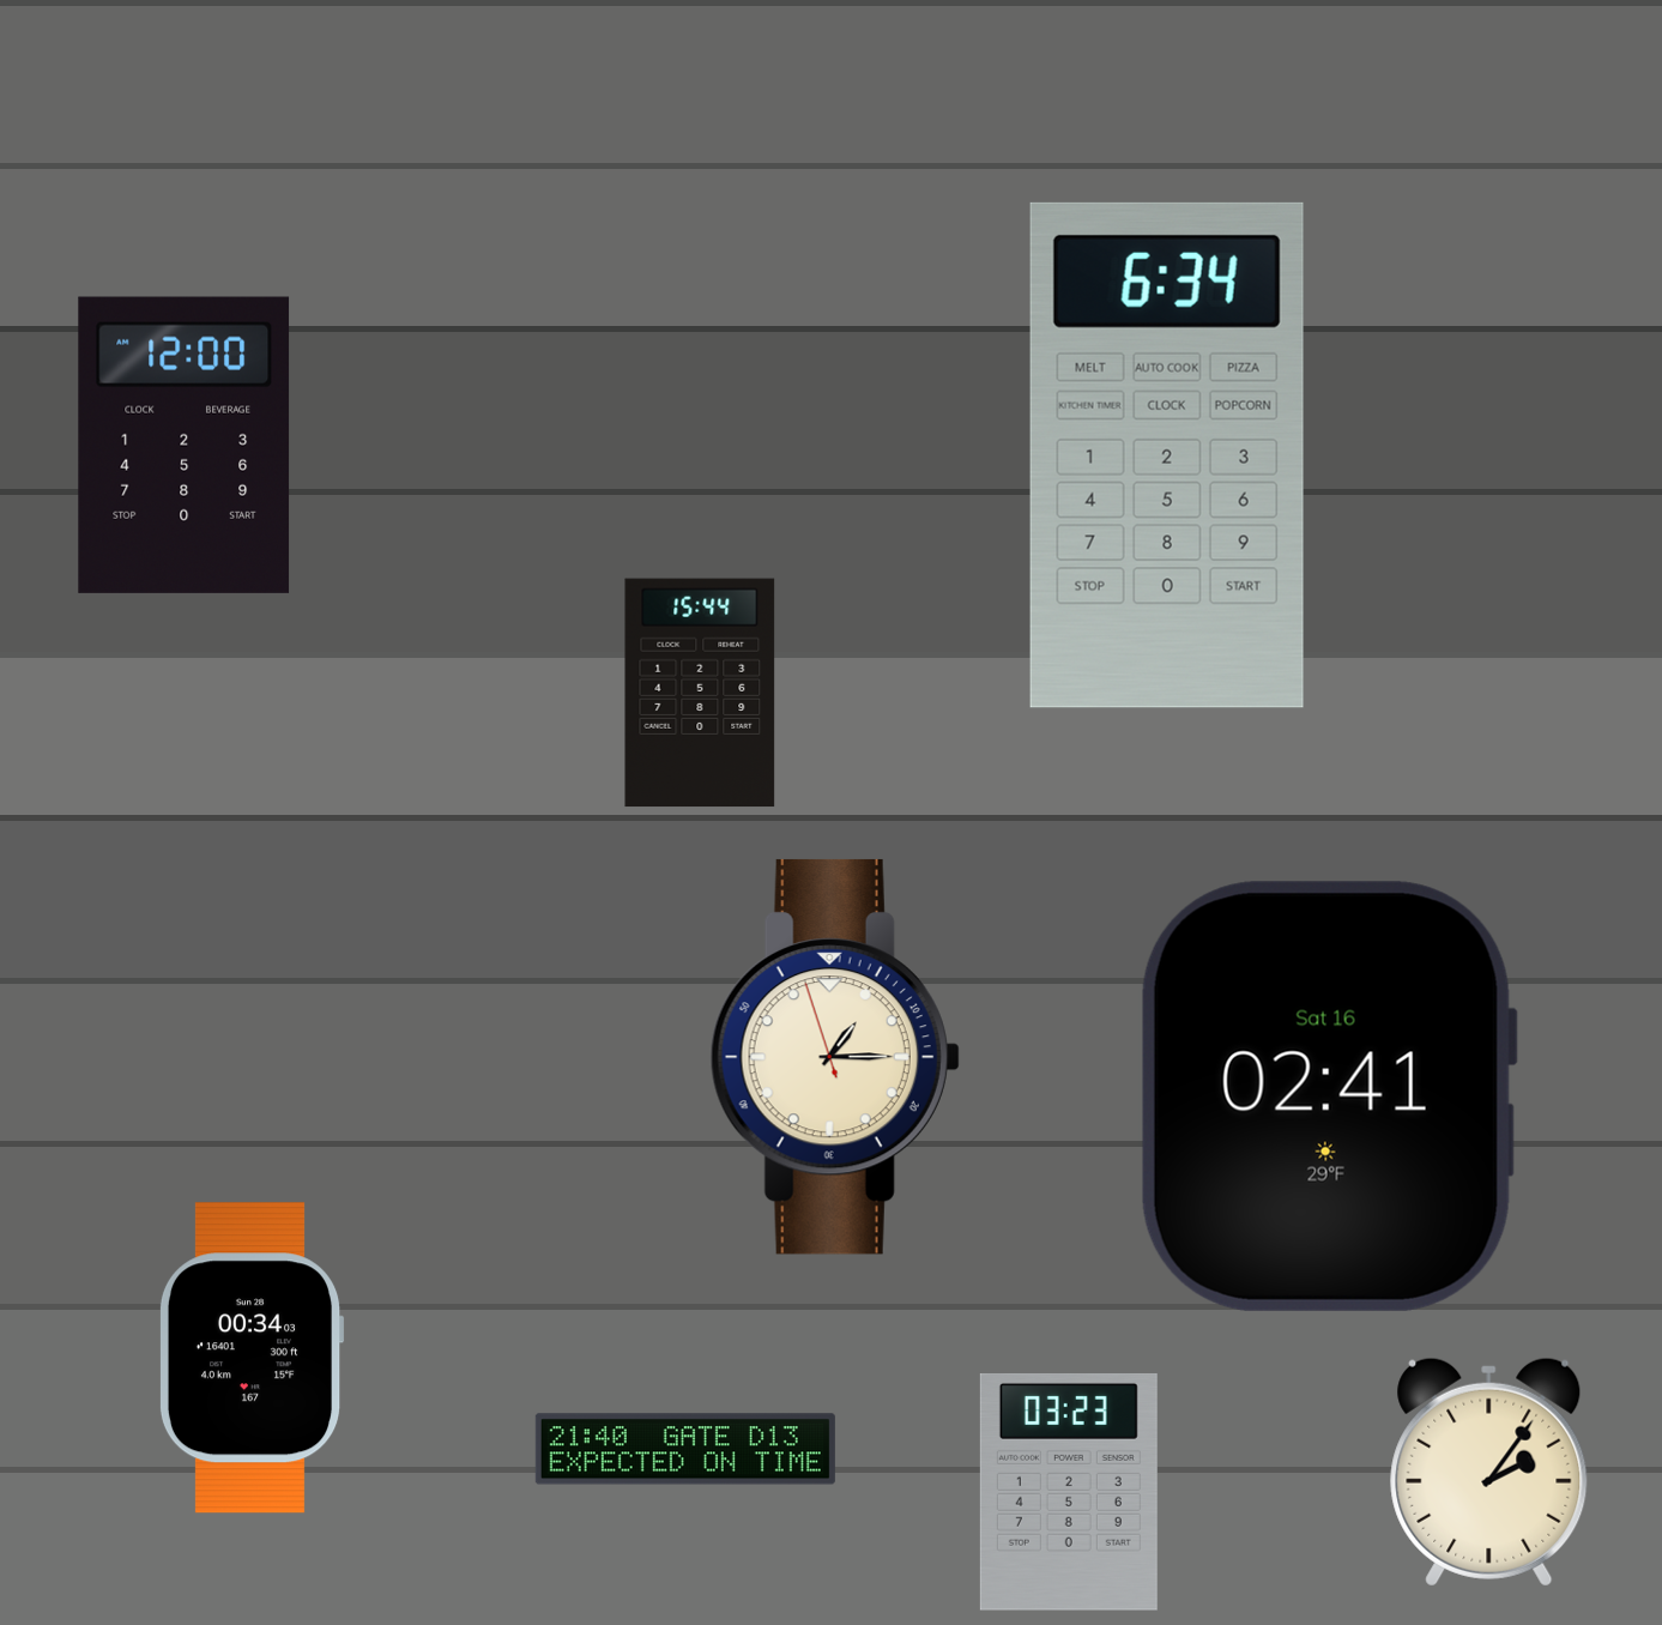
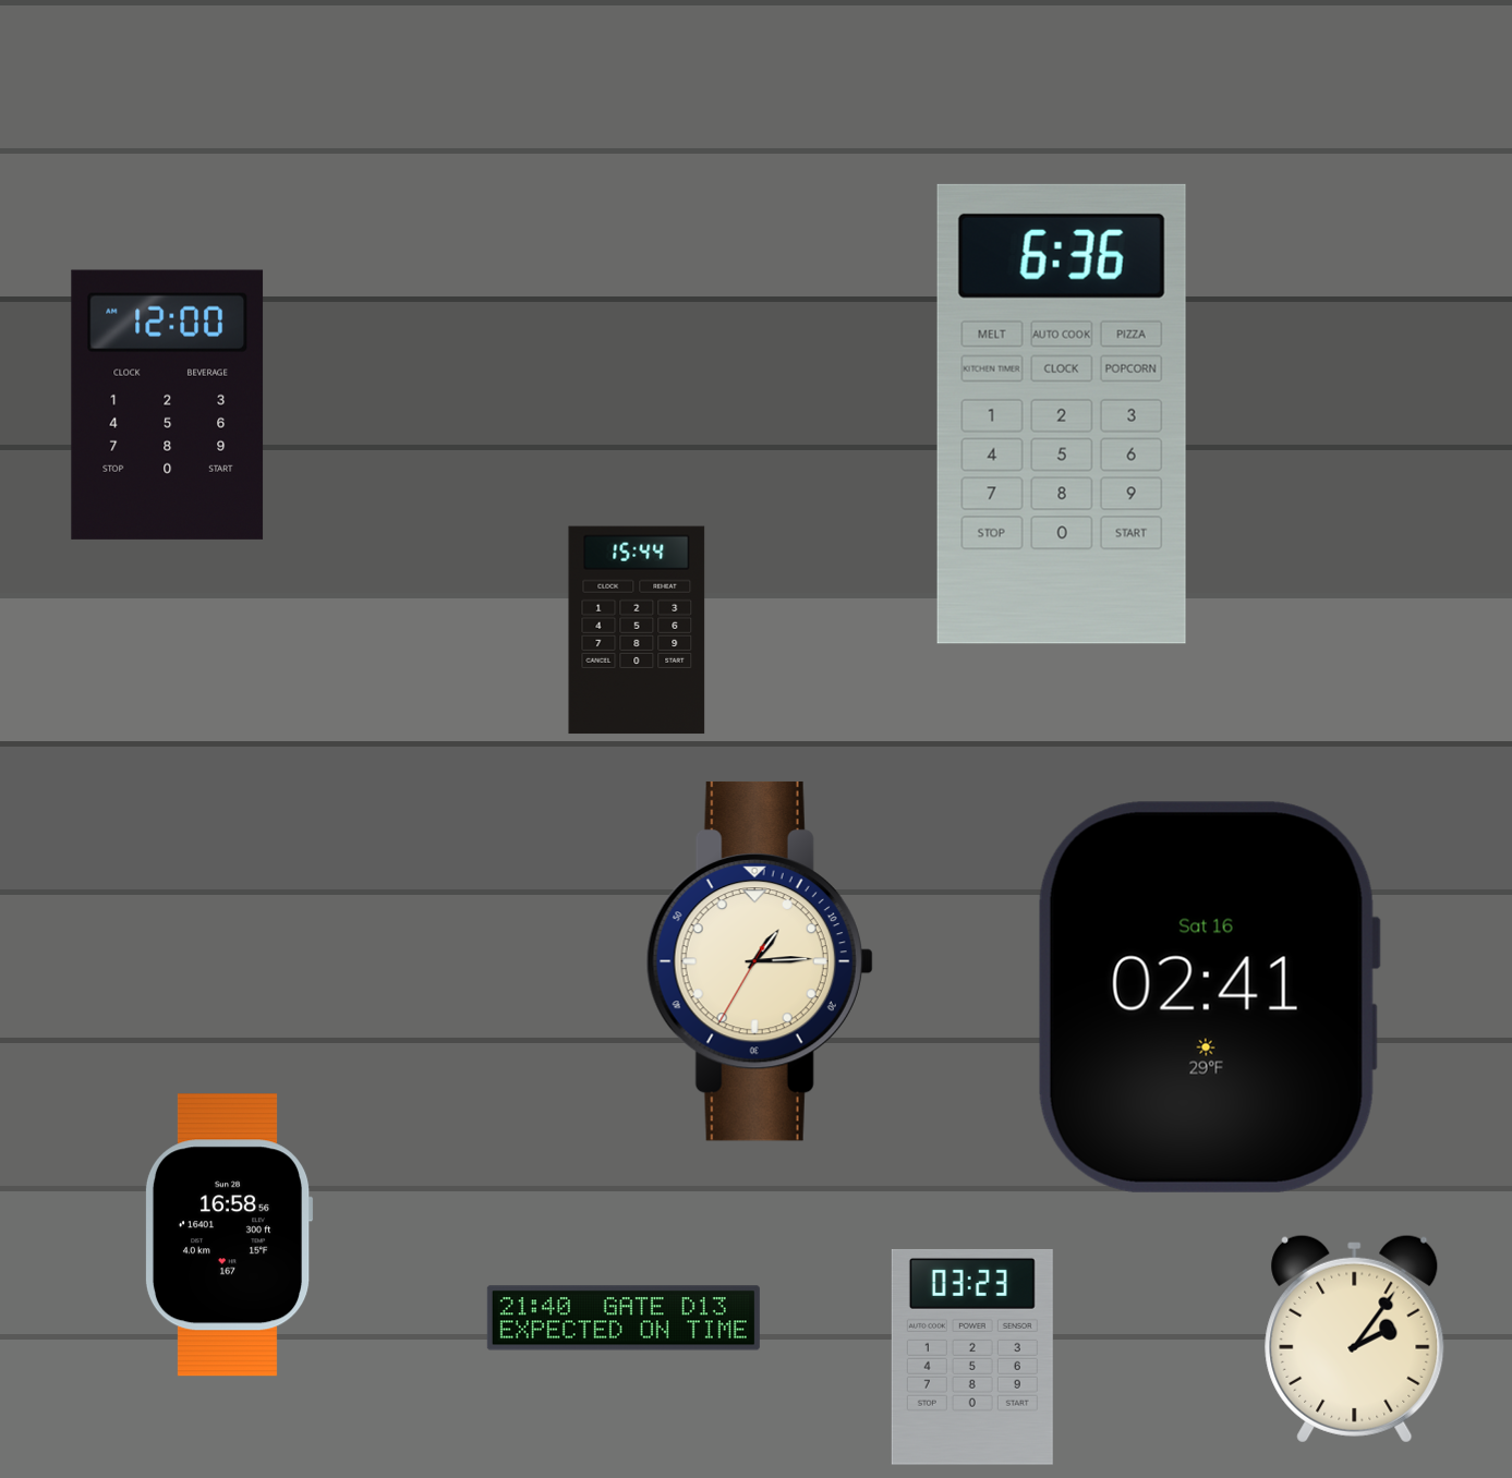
clock at (1167, 455): 6:34 -> 6:36
clock at (835, 1057): 1:14:57 -> 1:14:35
clock at (252, 1358): 00:34 -> 16:58
